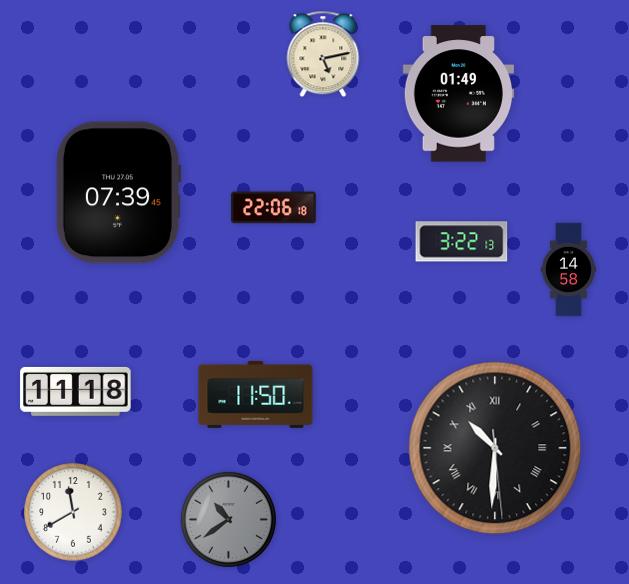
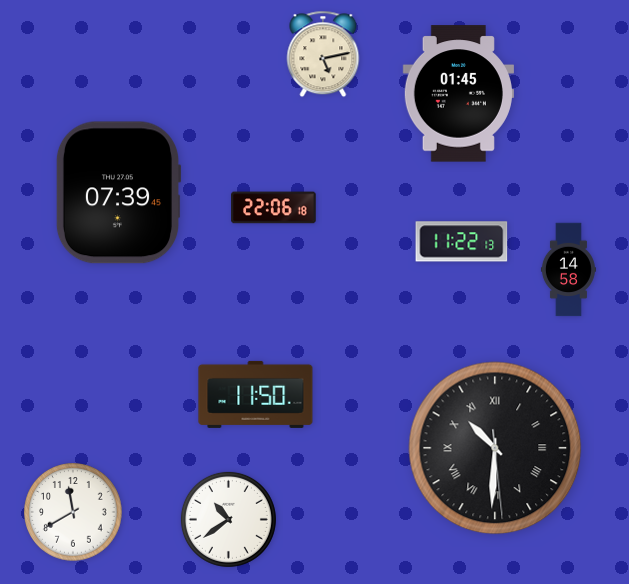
clock at (458, 94): 01:49 -> 01:45
clock at (462, 242): 3:22 -> 11:22
clock at (76, 391): 11:18 -> none
clock at (228, 519) dial: grey -> white
